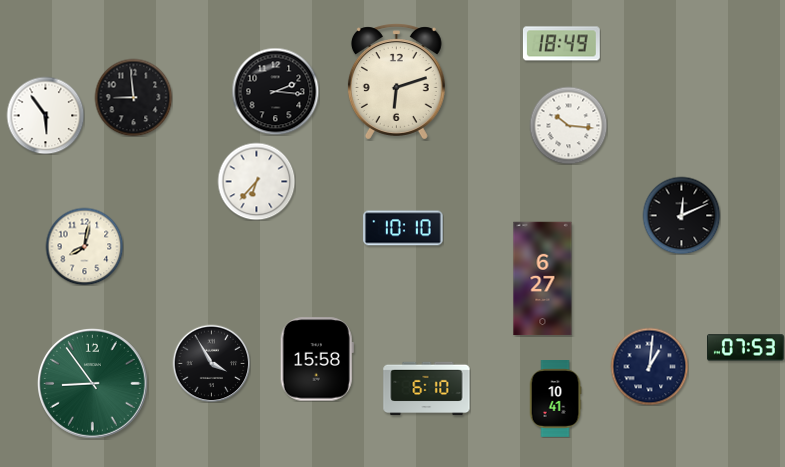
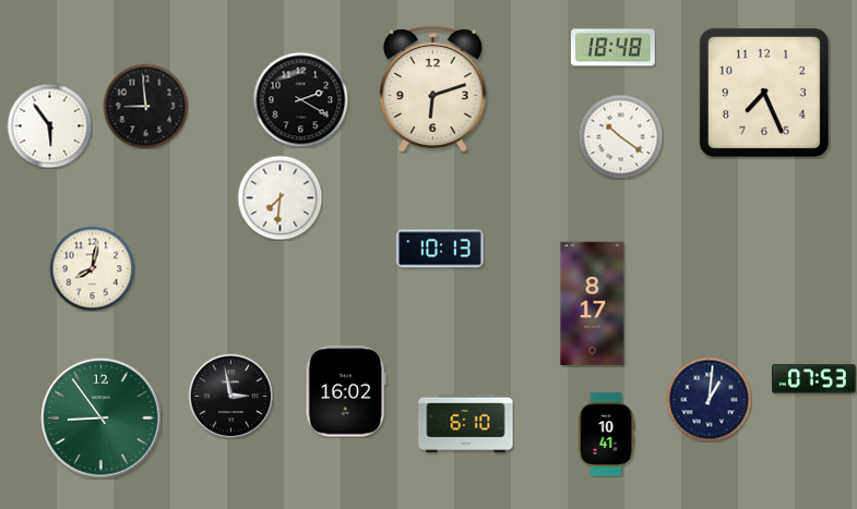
clock at (561, 44): 18:49 -> 18:48
clock at (764, 93): none -> 7:26
clock at (275, 91): 2:16 -> 2:20
clock at (568, 125): 10:16 -> 10:21
clock at (256, 181): 6:37 -> 7:31
clock at (681, 215): 12:11 -> none
clock at (403, 228): 10:10 -> 10:13
clock at (543, 279): 6:27 -> 8:17
clock at (317, 359): 15:58 -> 16:02
clock at (211, 363): 3:55 -> 2:58
